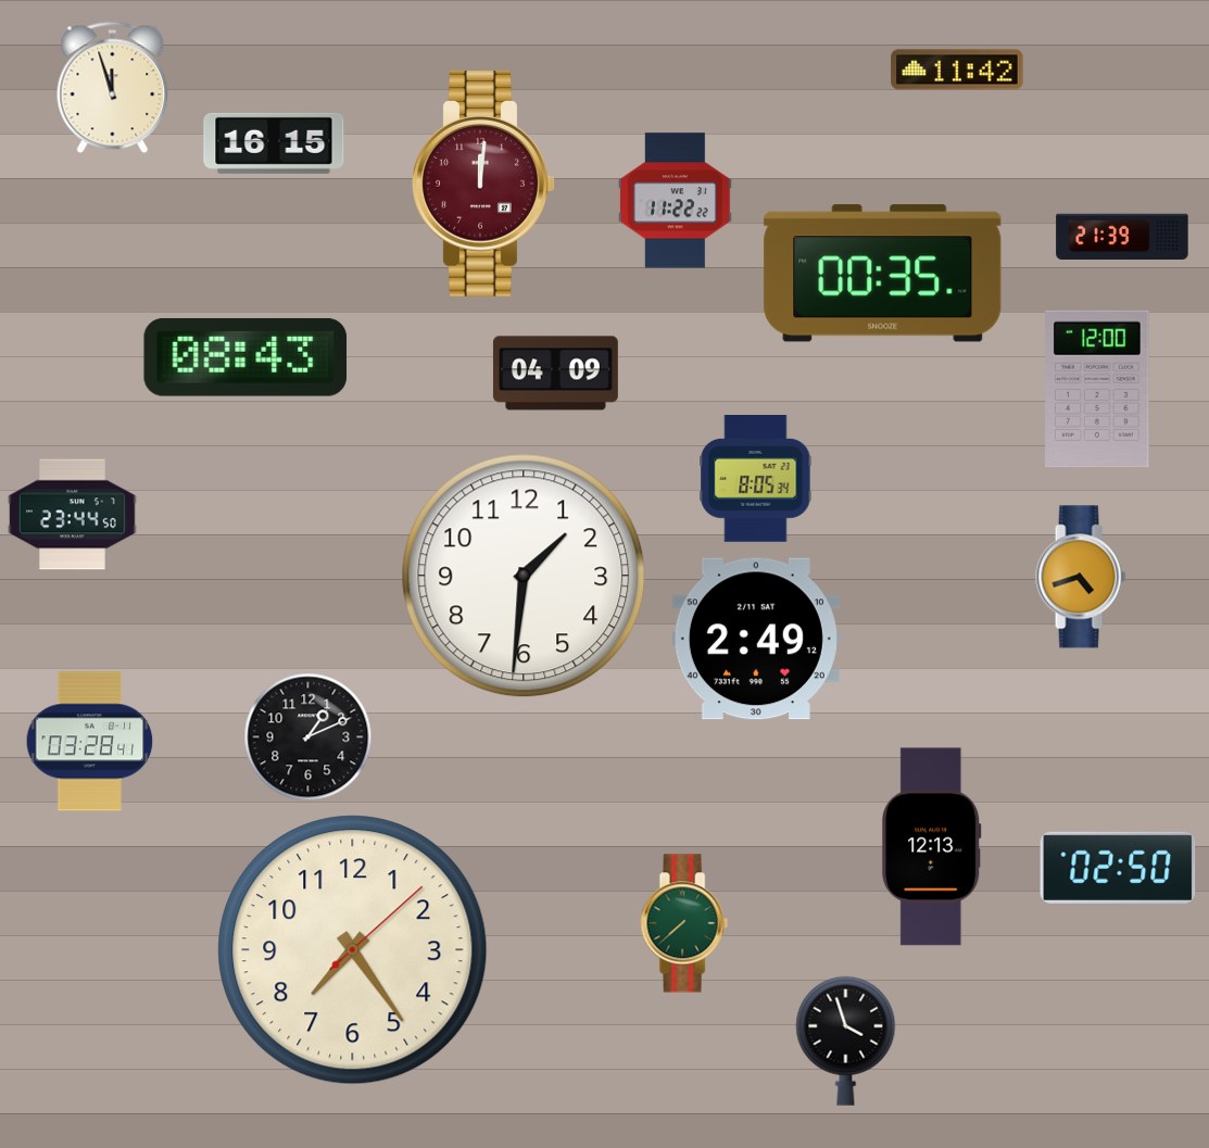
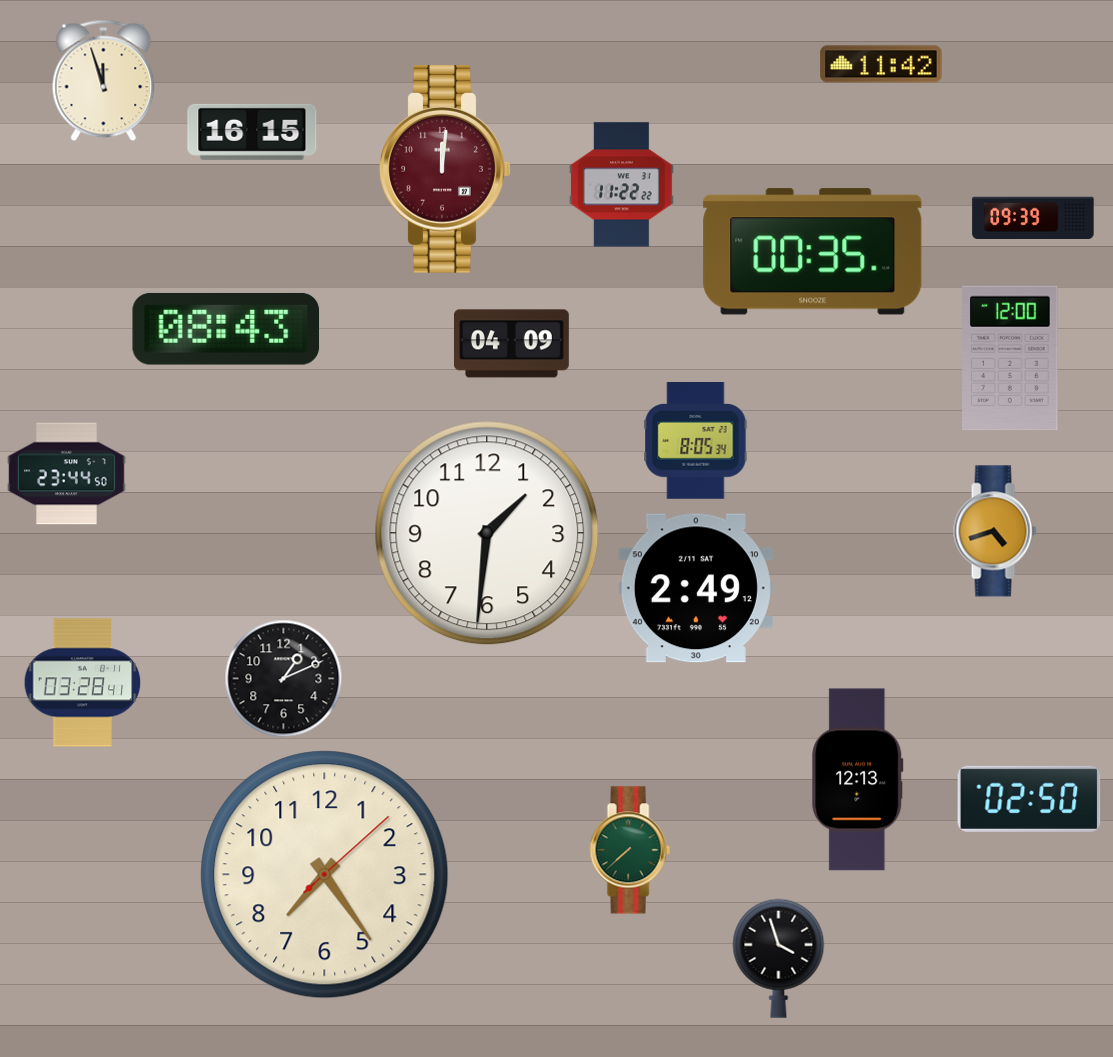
clock at (1122, 236): 21:39 -> 09:39
clock at (524, 576) position: (524, 576) -> (487, 533)
